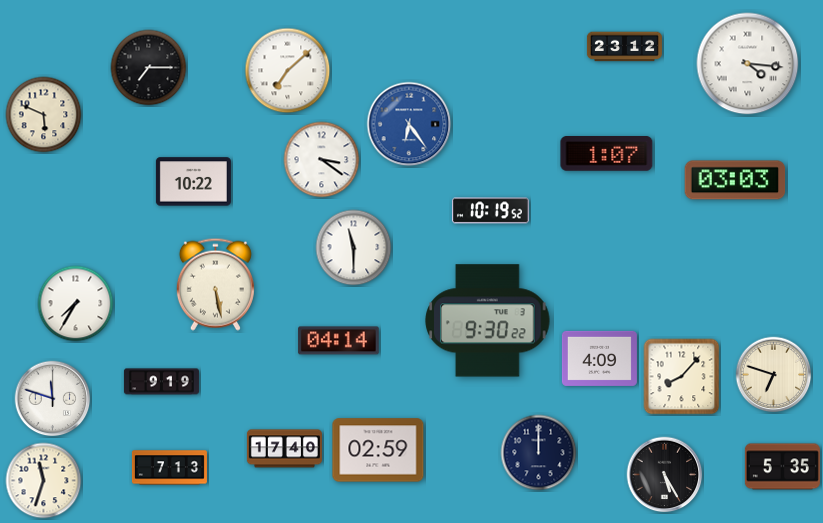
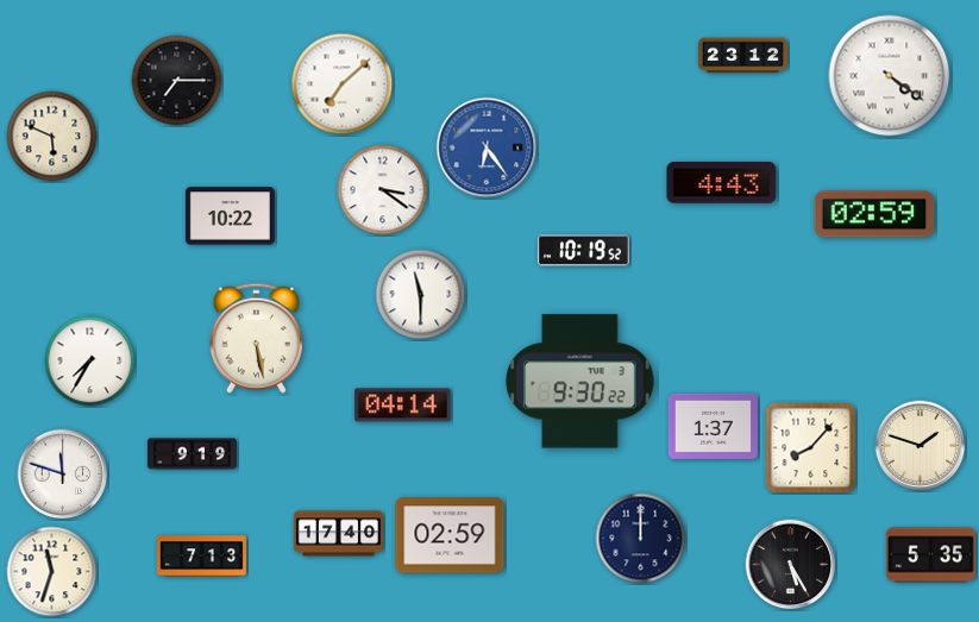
clock at (748, 64): 4:16 -> 4:21
clock at (607, 154): 1:07 -> 4:43
clock at (735, 180): 03:03 -> 02:59
clock at (599, 358): 4:09 -> 1:37
clock at (774, 375): 6:48 -> 1:48
